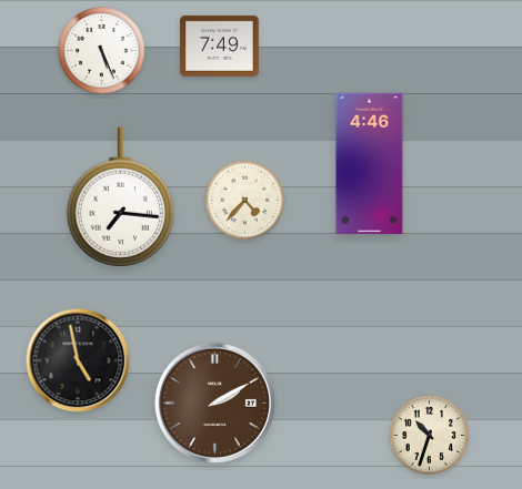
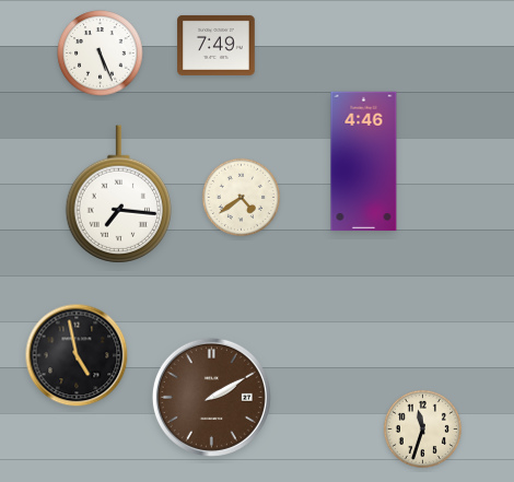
clock at (102, 51) position: (102, 51) -> (101, 54)
clock at (244, 200): 4:37 -> 4:39
clock at (429, 435): 10:33 -> 11:33
